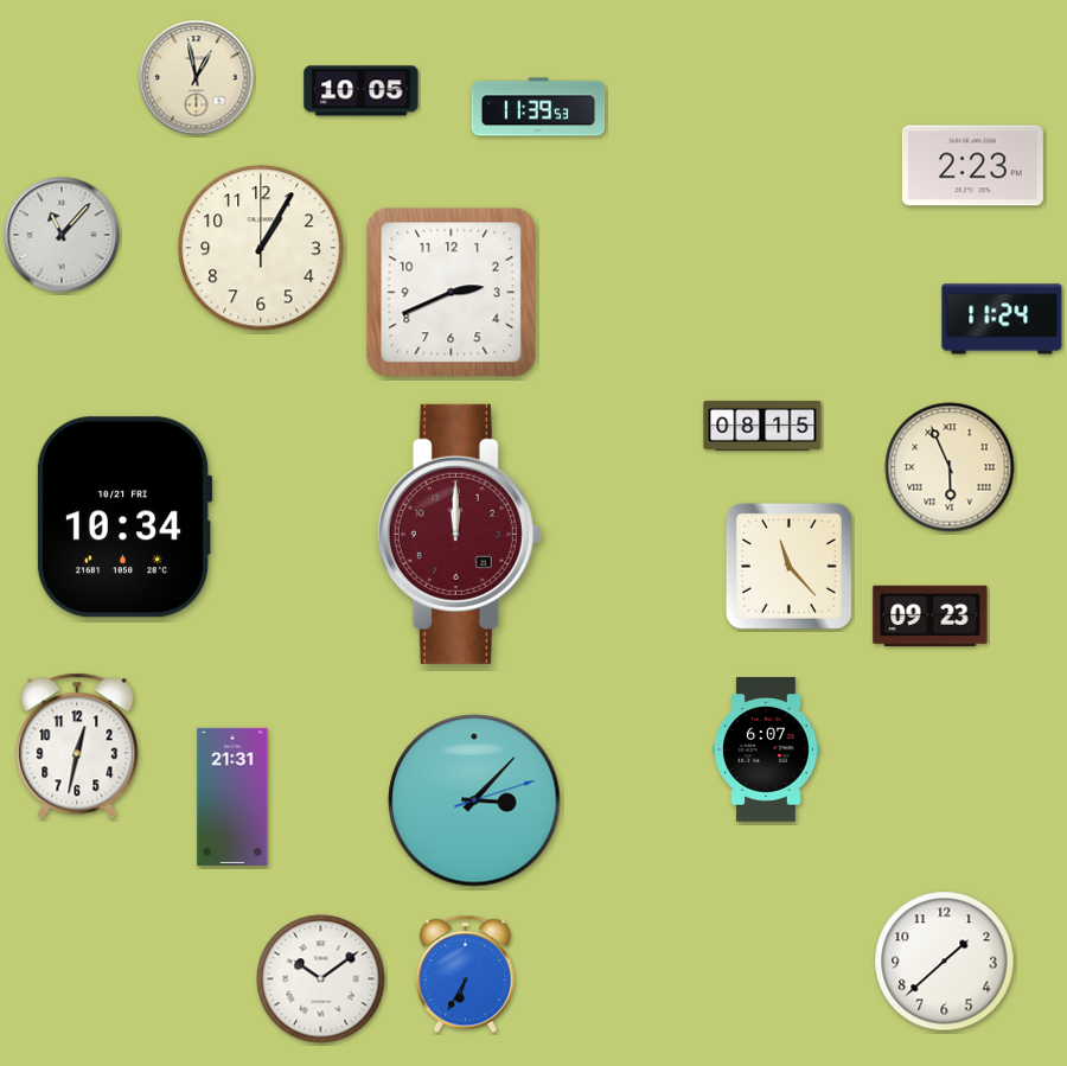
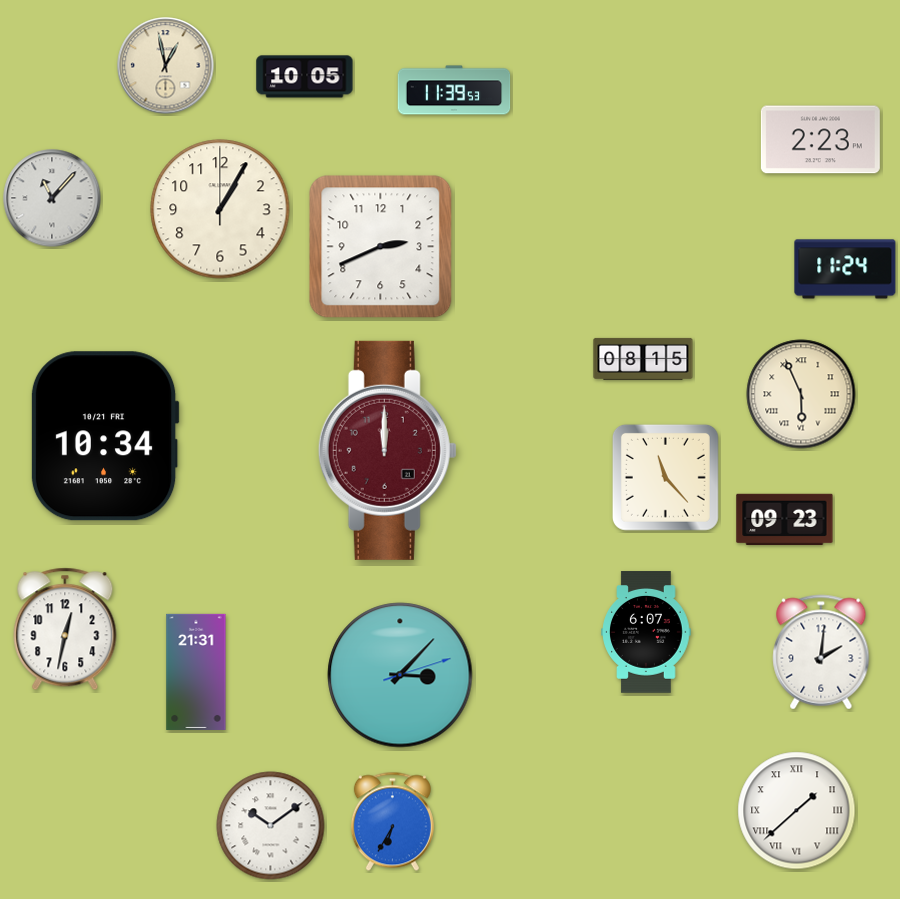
clock at (821, 652): none -> 2:01
clock at (945, 962) numerals: Arabic -> Roman
